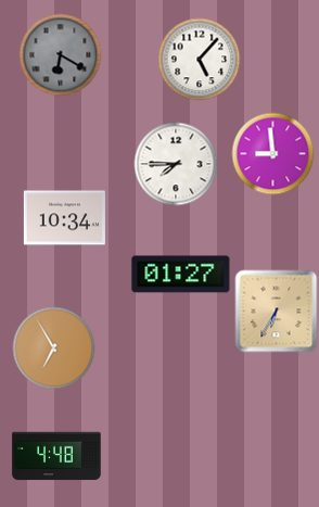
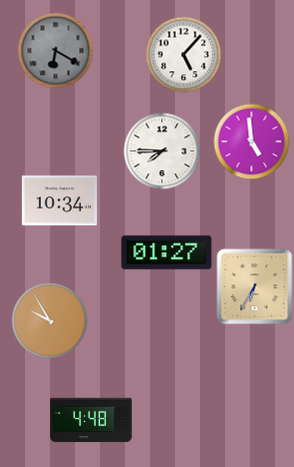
clock at (273, 154): 8:59 -> 4:59
clock at (54, 348): 6:55 -> 9:55
clock at (56, 456) position: (56, 456) -> (91, 420)
